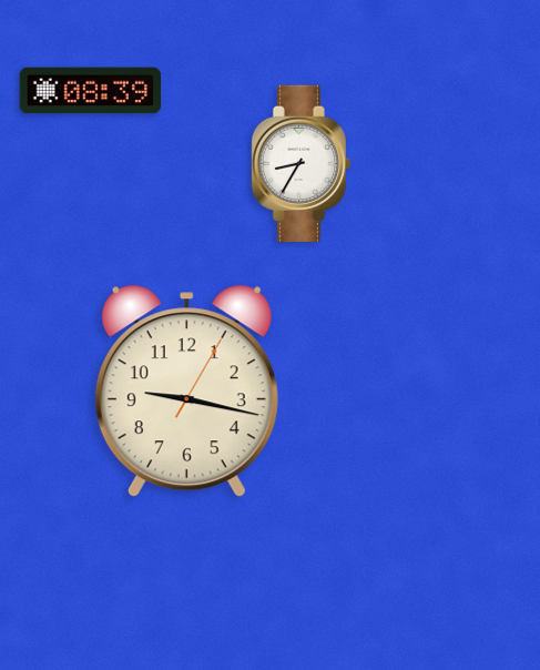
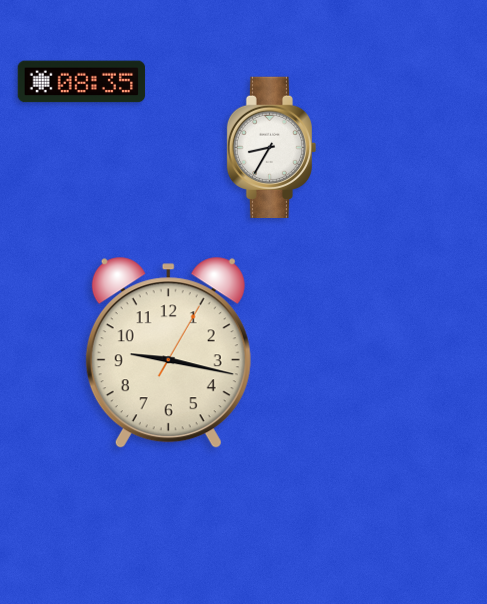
clock at (91, 91): 08:39 -> 08:35
